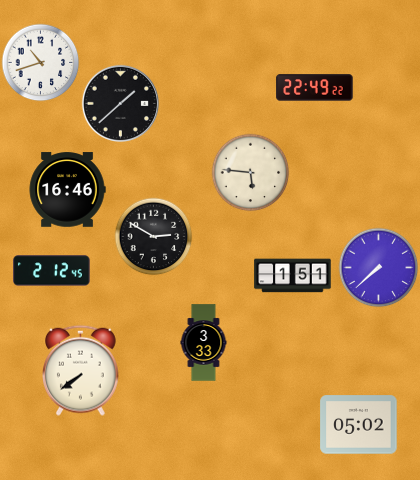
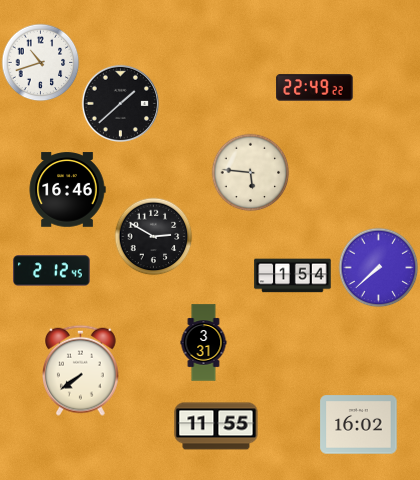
clock at (293, 276): 1:51 -> 1:54
clock at (204, 343): 3:33 -> 3:31
clock at (359, 425): 05:02 -> 16:02
clock at (216, 426): none -> 11:55
